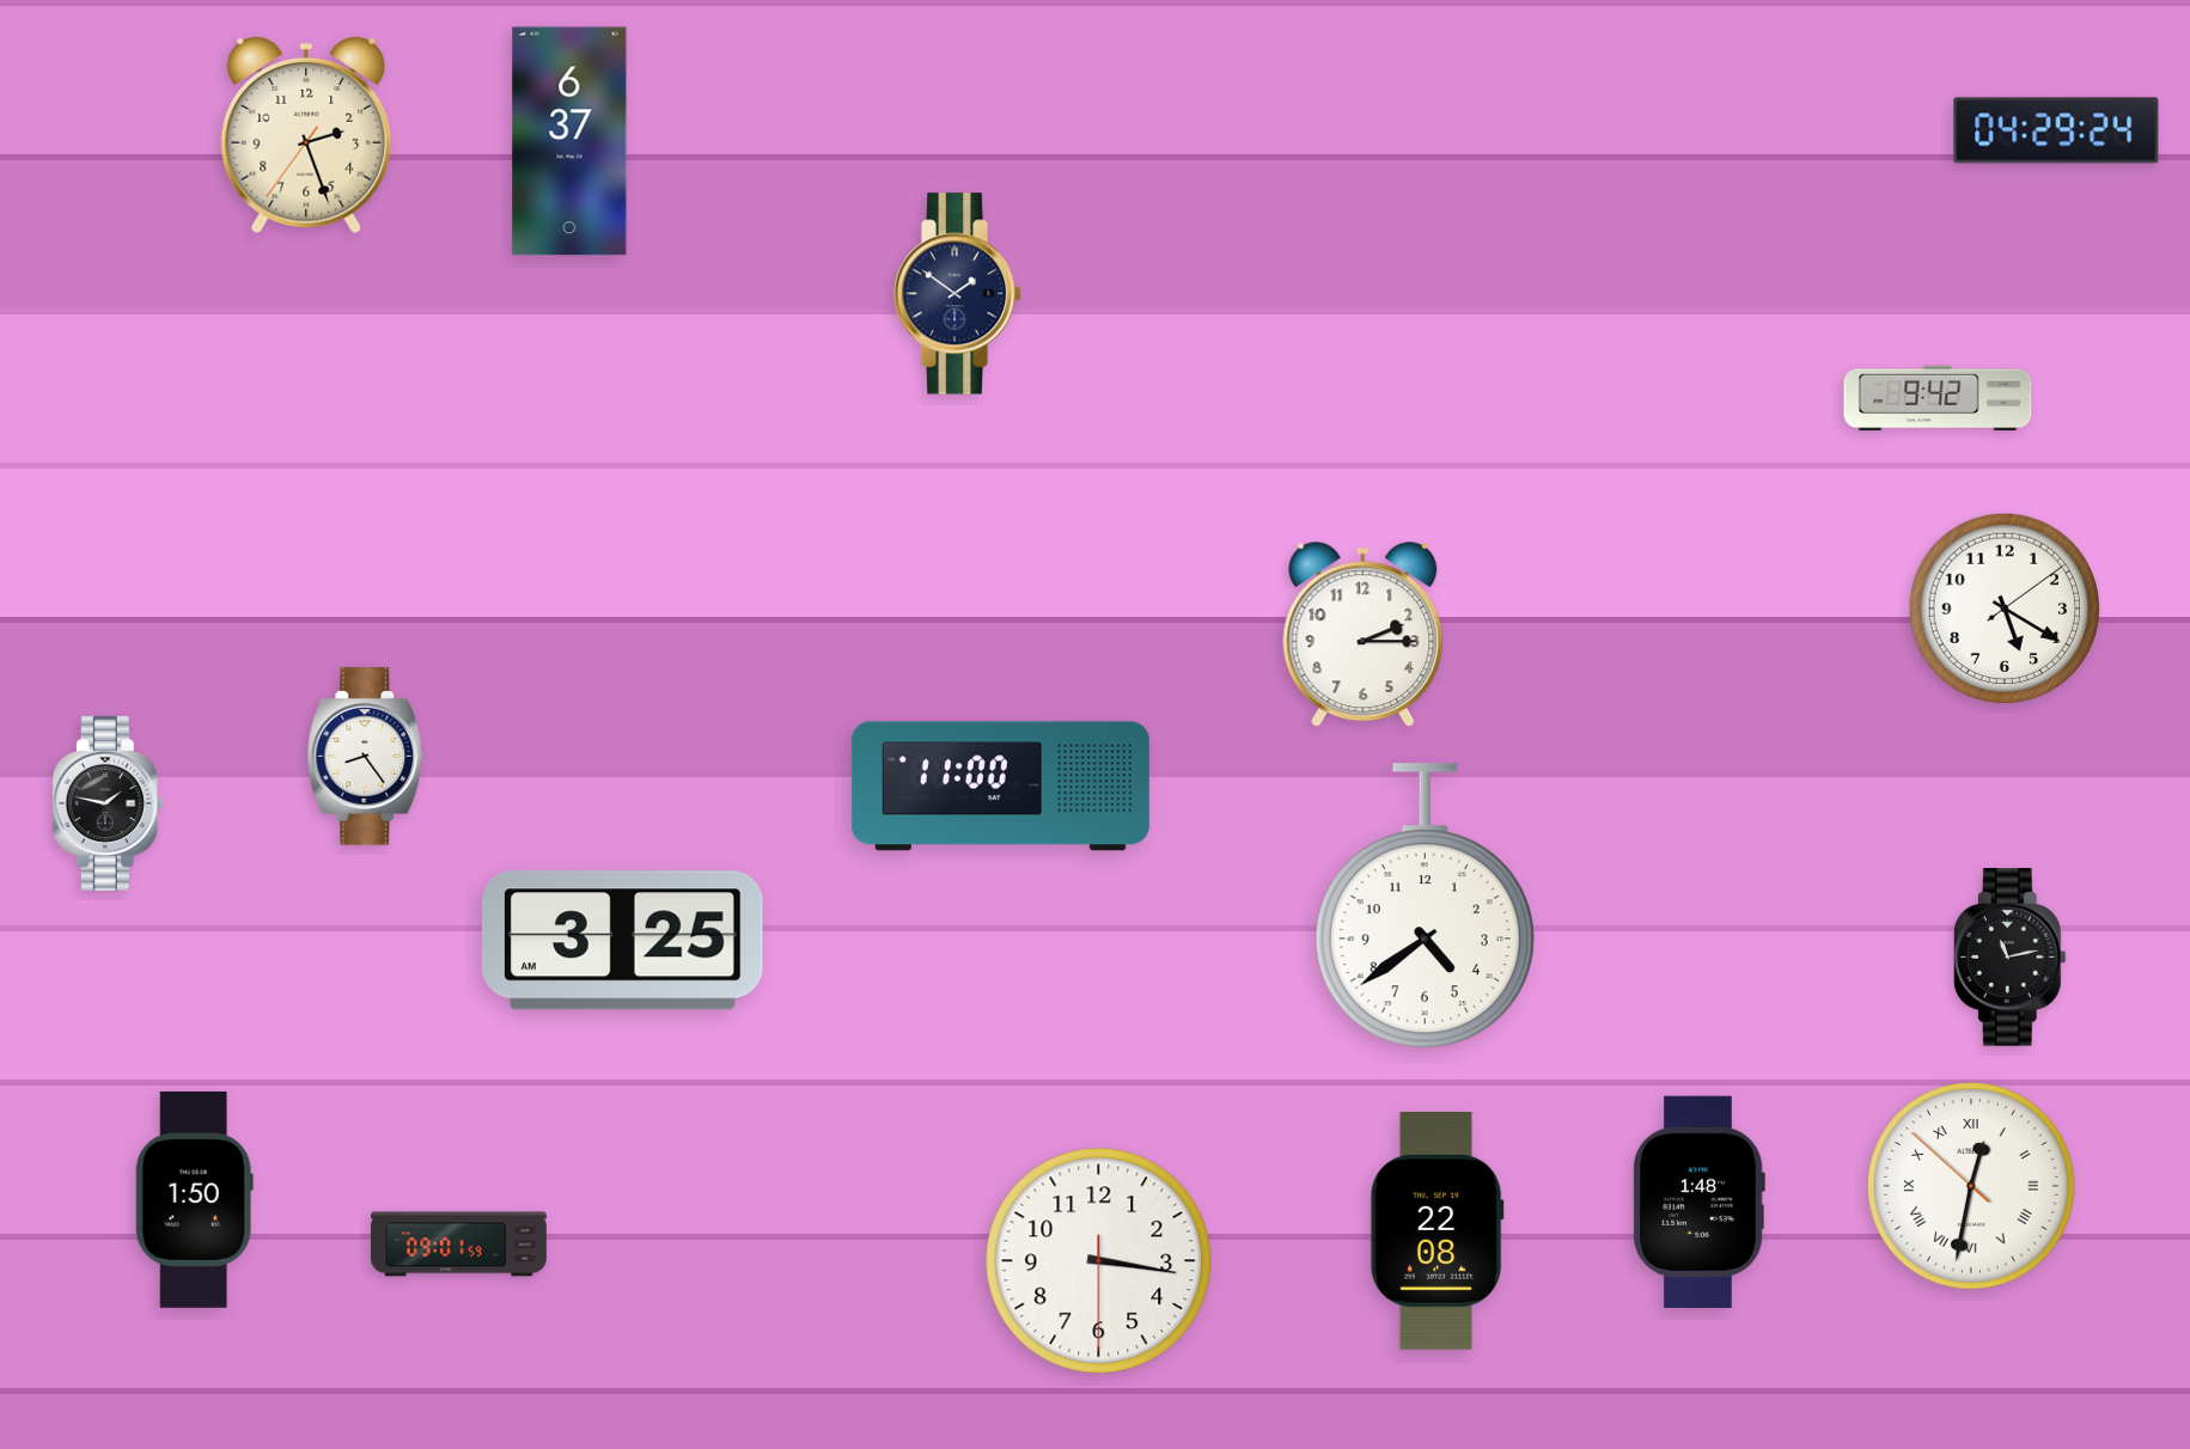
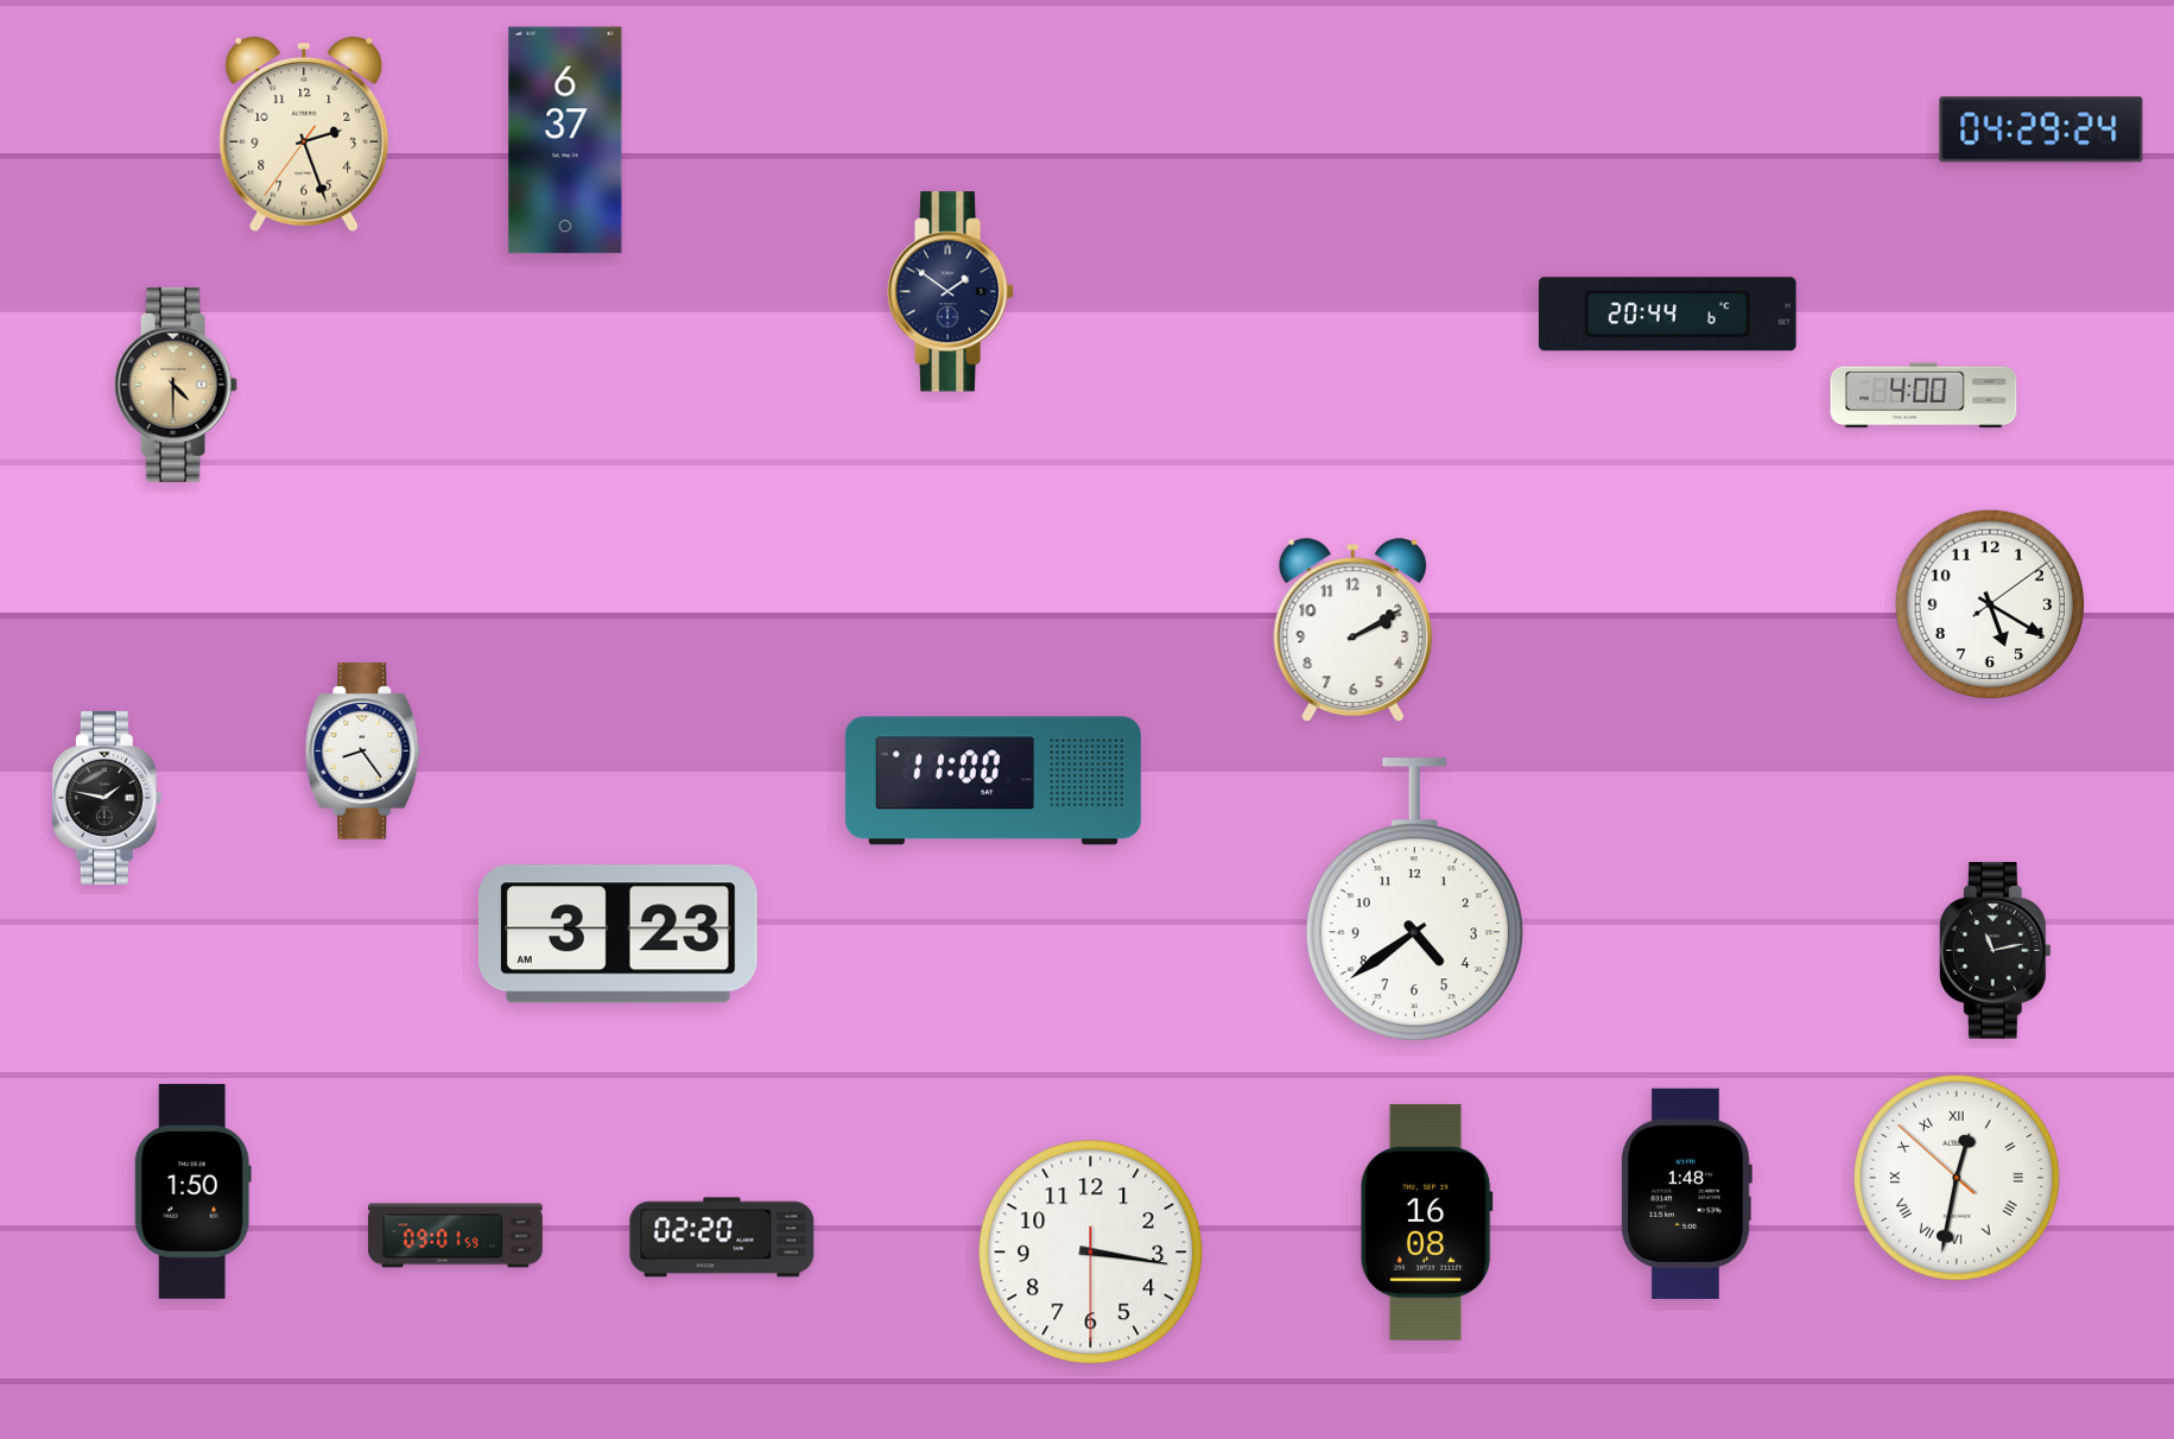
clock at (1667, 315): none -> 20:44
clock at (176, 385): none -> 4:30
clock at (1938, 398): 9:42 -> 4:00
clock at (1364, 635): 2:15 -> 2:10
clock at (622, 941): 3:25 -> 3:23
clock at (1436, 1230): 22:08 -> 16:08
clock at (722, 1237): none -> 02:20
